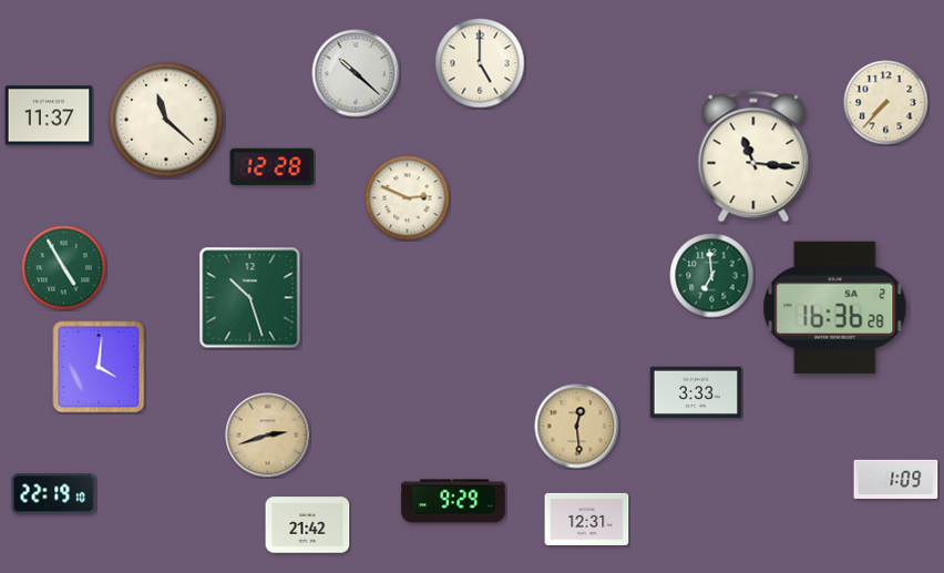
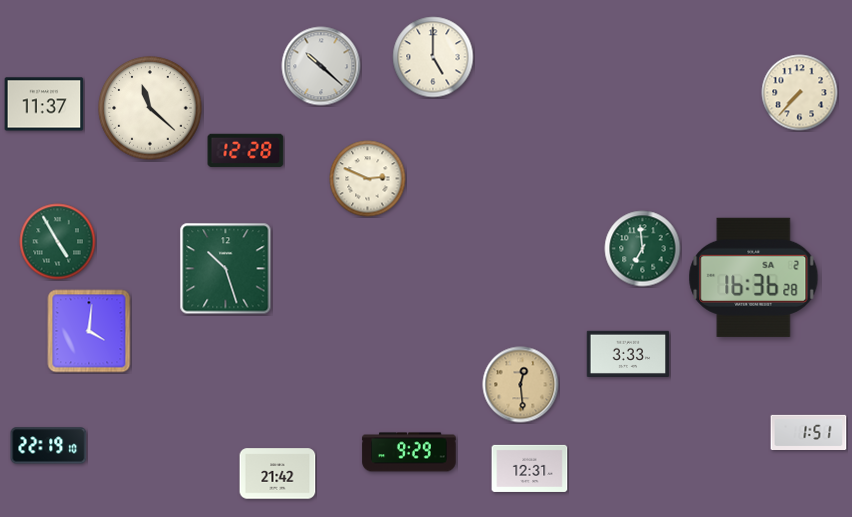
clock at (753, 156): 11:16 -> none
clock at (268, 436): 2:42 -> none
clock at (896, 479): 1:09 -> 1:51
